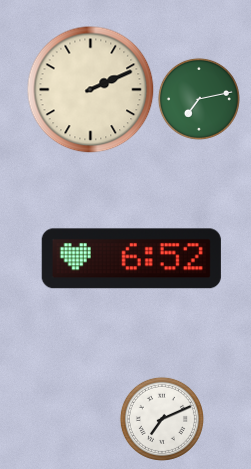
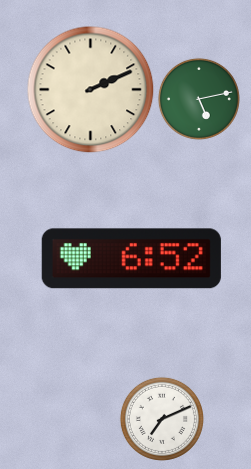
clock at (199, 99): 7:13 -> 5:13
